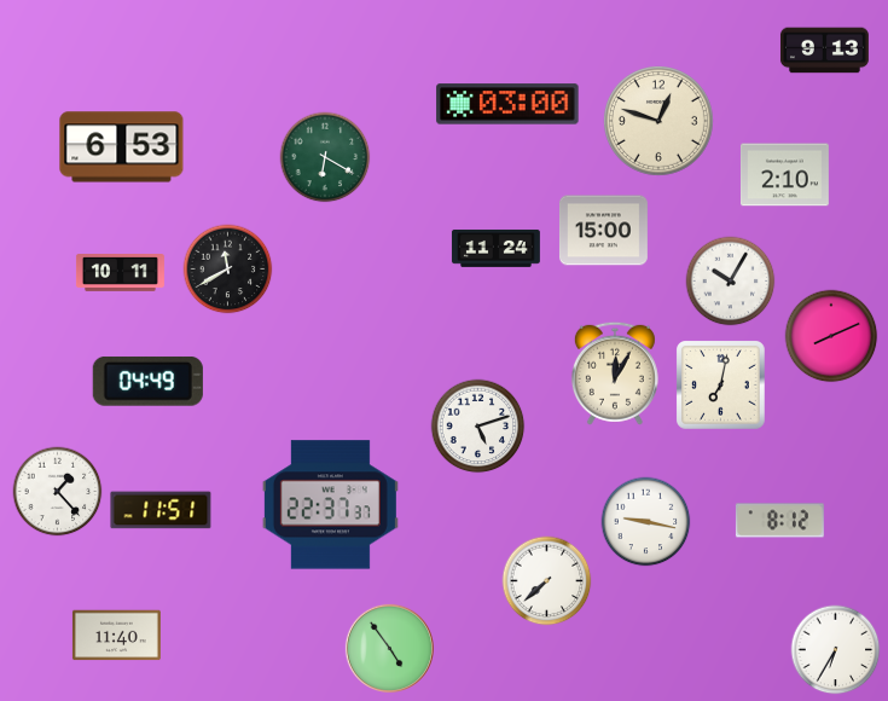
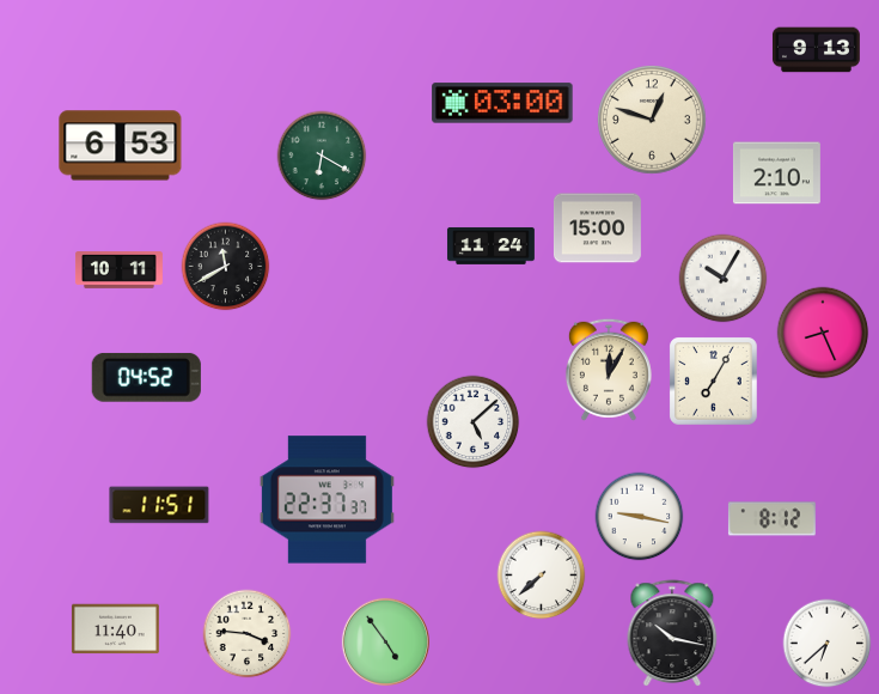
clock at (831, 336): 8:11 -> 8:26
clock at (147, 381): 04:49 -> 04:52
clock at (721, 386): 7:02 -> 7:05
clock at (478, 427): 5:12 -> 5:08
clock at (58, 492): 1:23 -> none
clock at (779, 521) position: (779, 521) -> (771, 519)
clock at (248, 634): none -> 3:46
clock at (672, 634): none -> 10:17
clock at (836, 650): 6:35 -> 6:38
